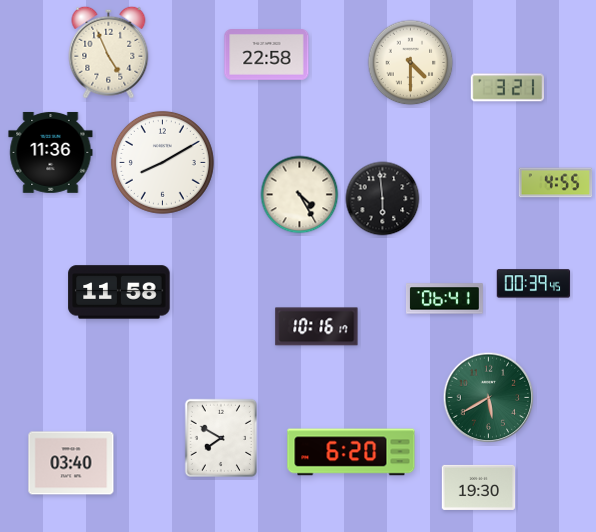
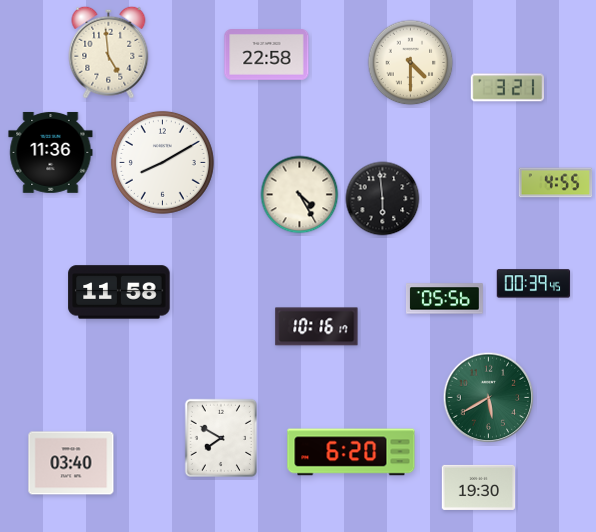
clock at (109, 52): 4:56 -> 4:59
clock at (444, 299): 06:41 -> 05:56
